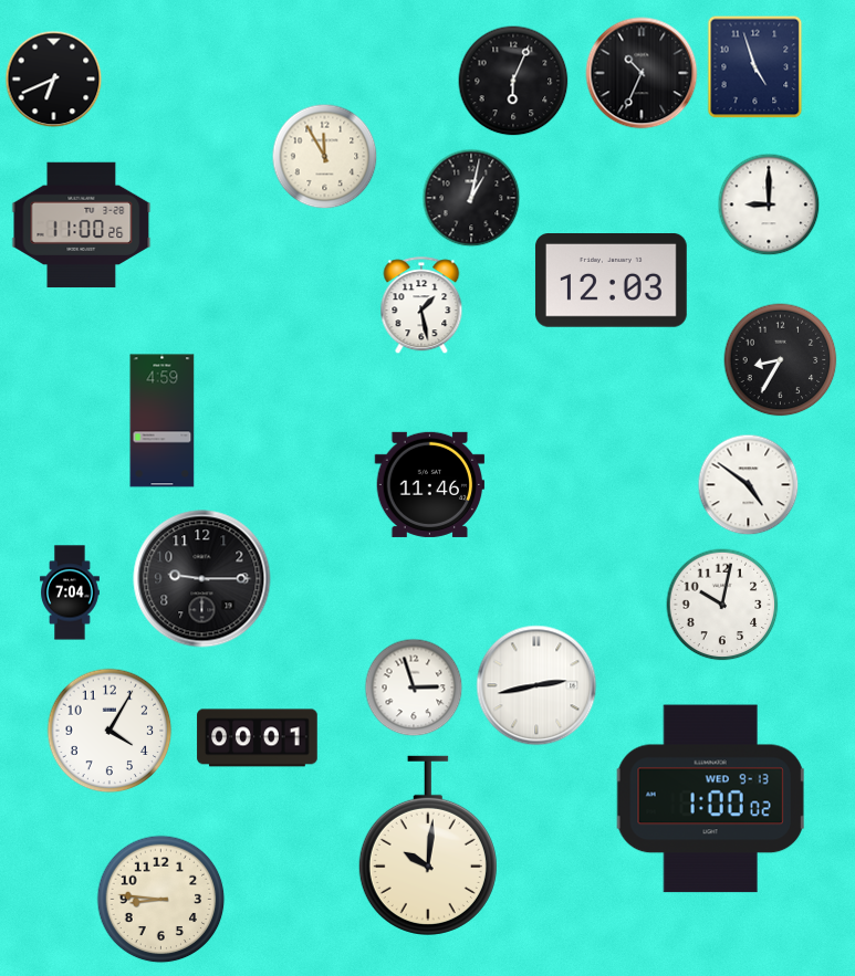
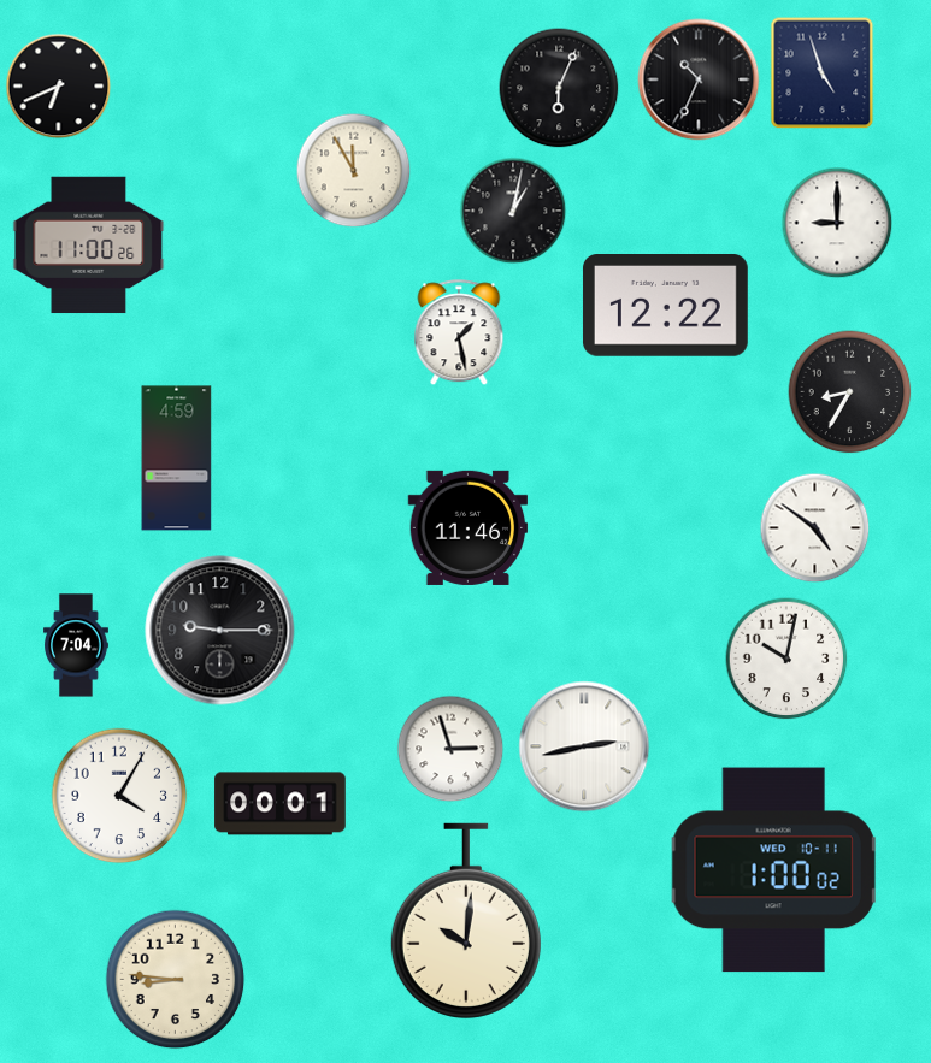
clock at (471, 198) position: (471, 198) -> (513, 211)
clock at (611, 281): 12:03 -> 12:22
clock at (710, 799) date: WED 9-13 -> WED 10-11
